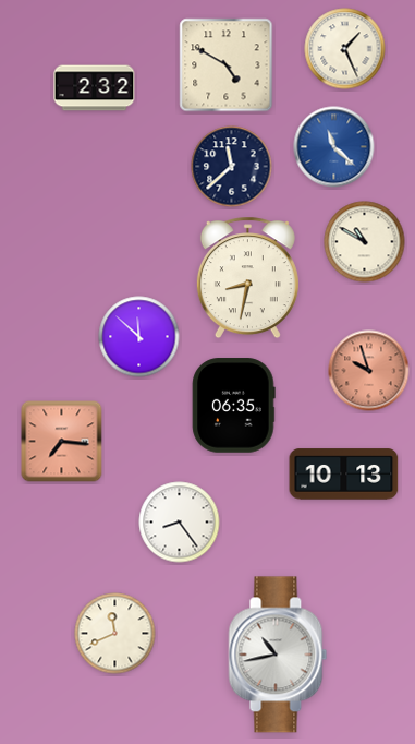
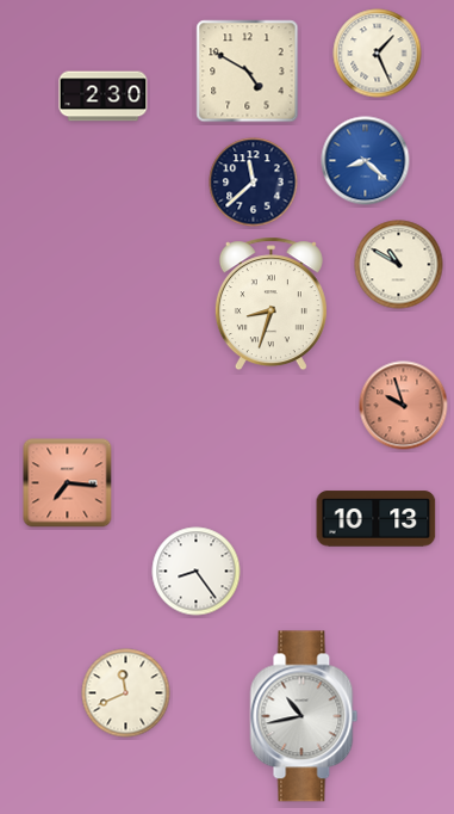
clock at (95, 88): 2:32 -> 2:30
clock at (334, 147): 11:22 -> 8:22
clock at (247, 278): 8:32 -> 8:33
clock at (139, 337): 11:52 -> none
clock at (234, 406): 06:35 -> none
